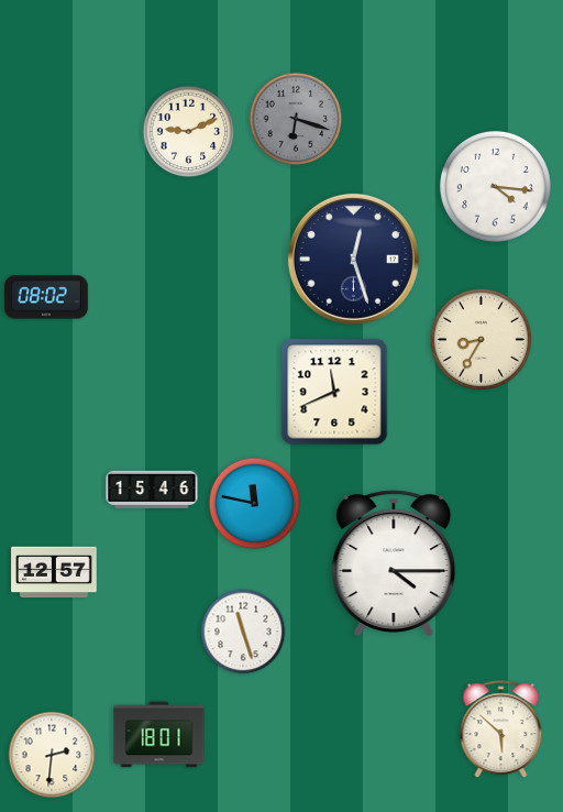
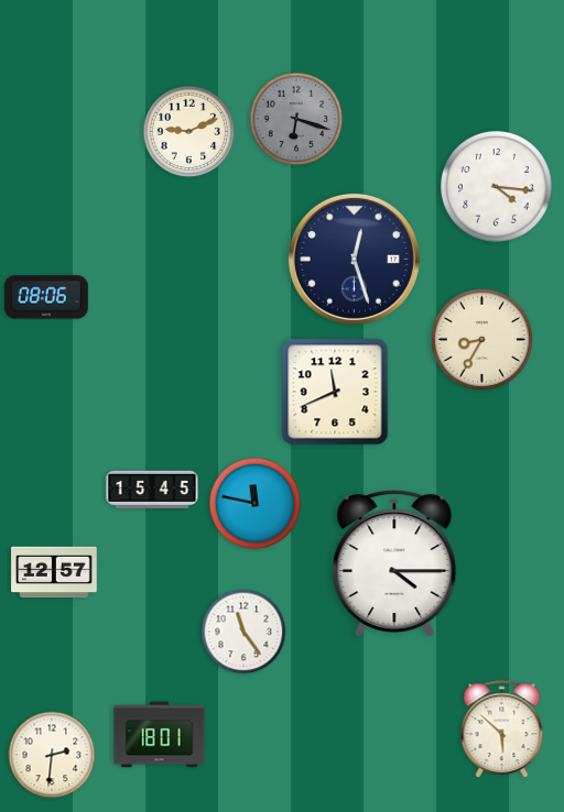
clock at (46, 297): 08:02 -> 08:06
clock at (152, 490): 15:46 -> 15:45
clock at (243, 632): 11:27 -> 11:24
